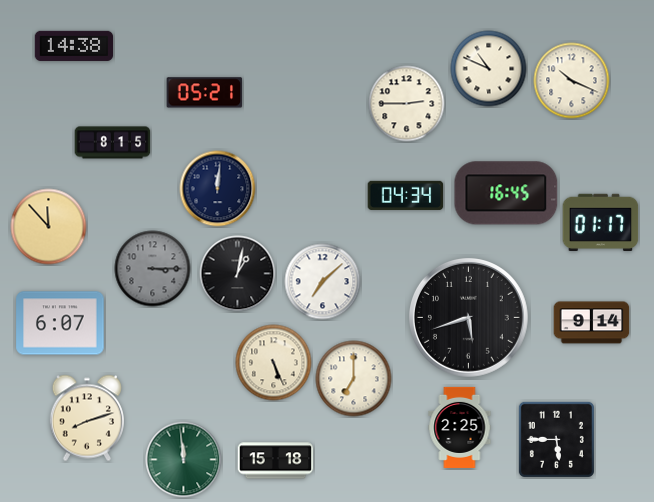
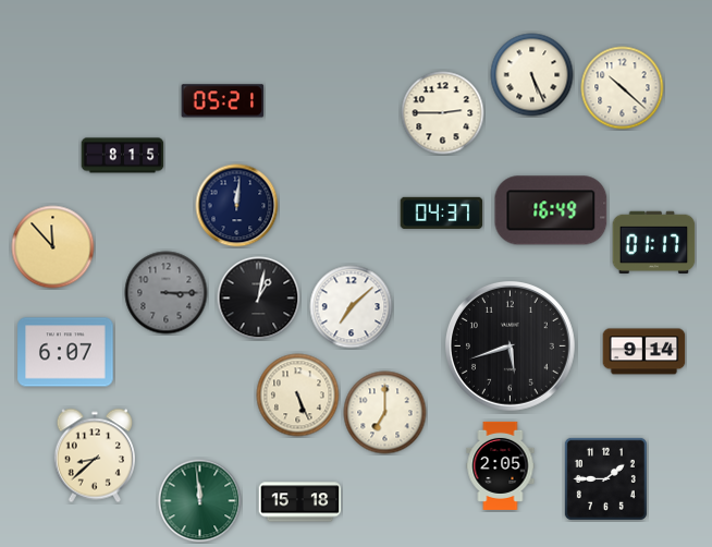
clock at (74, 46): 14:38 -> none
clock at (489, 69): 10:49 -> 5:26
clock at (572, 81): 10:19 -> 10:22
clock at (506, 193): 16:45 -> 16:49
clock at (406, 195): 04:34 -> 04:37
clock at (86, 418): 8:12 -> 8:38
clock at (460, 427): 2:25 -> 2:05
clock at (556, 439): 5:45 -> 1:45
